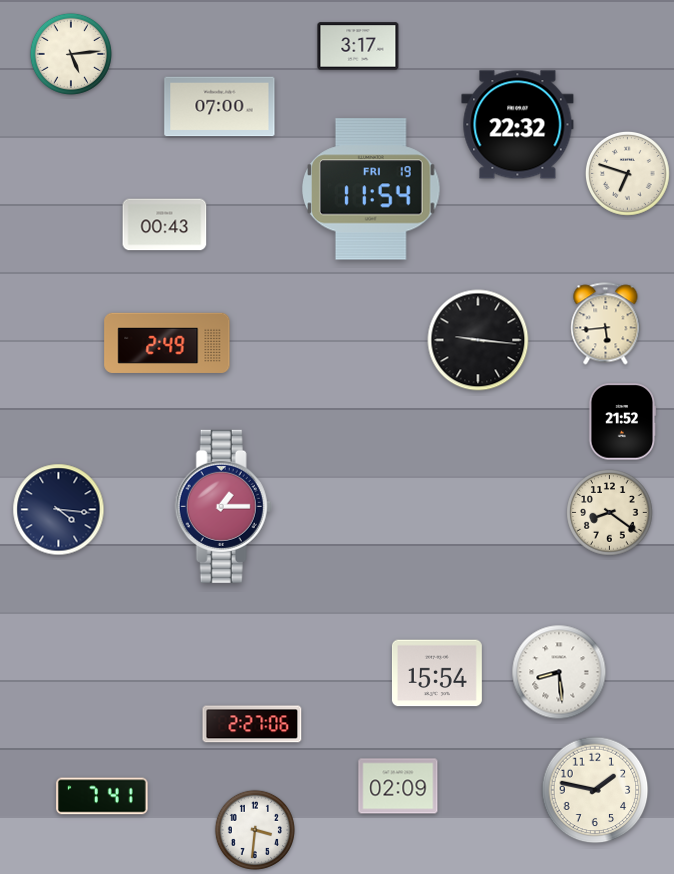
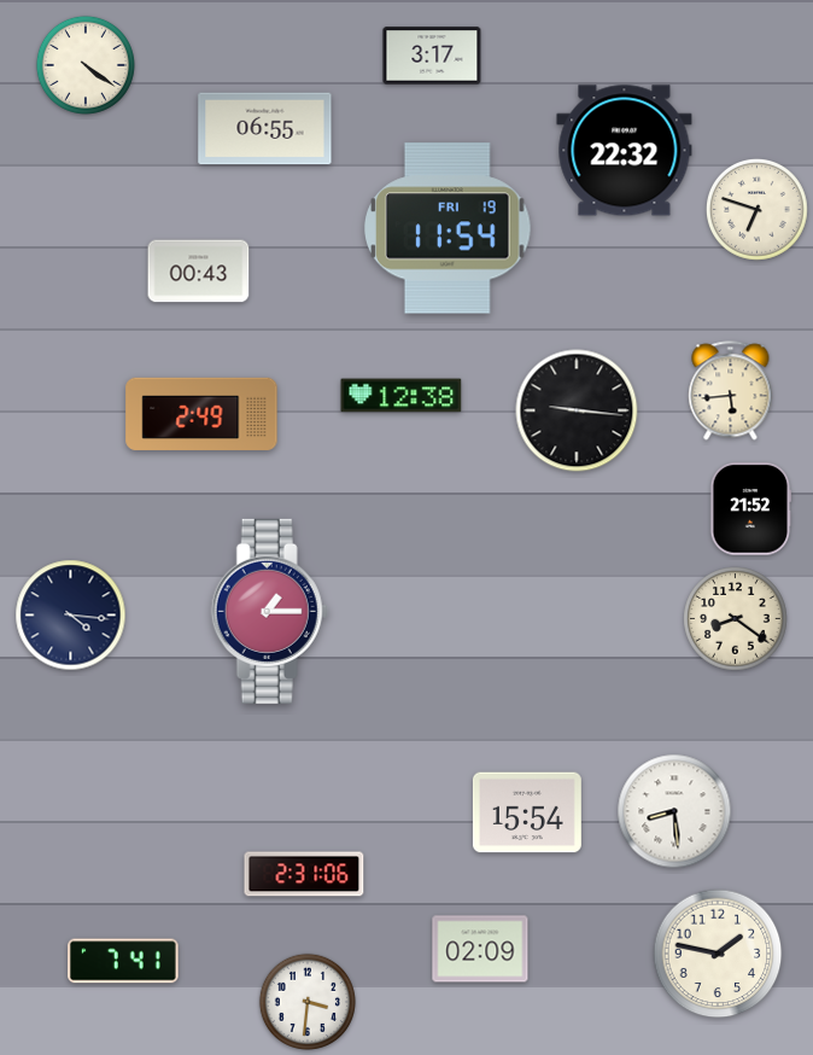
clock at (71, 54): 5:14 -> 4:21
clock at (220, 107): 07:00 -> 06:55
clock at (402, 396): none -> 12:38
clock at (252, 724): 2:27 -> 2:31
